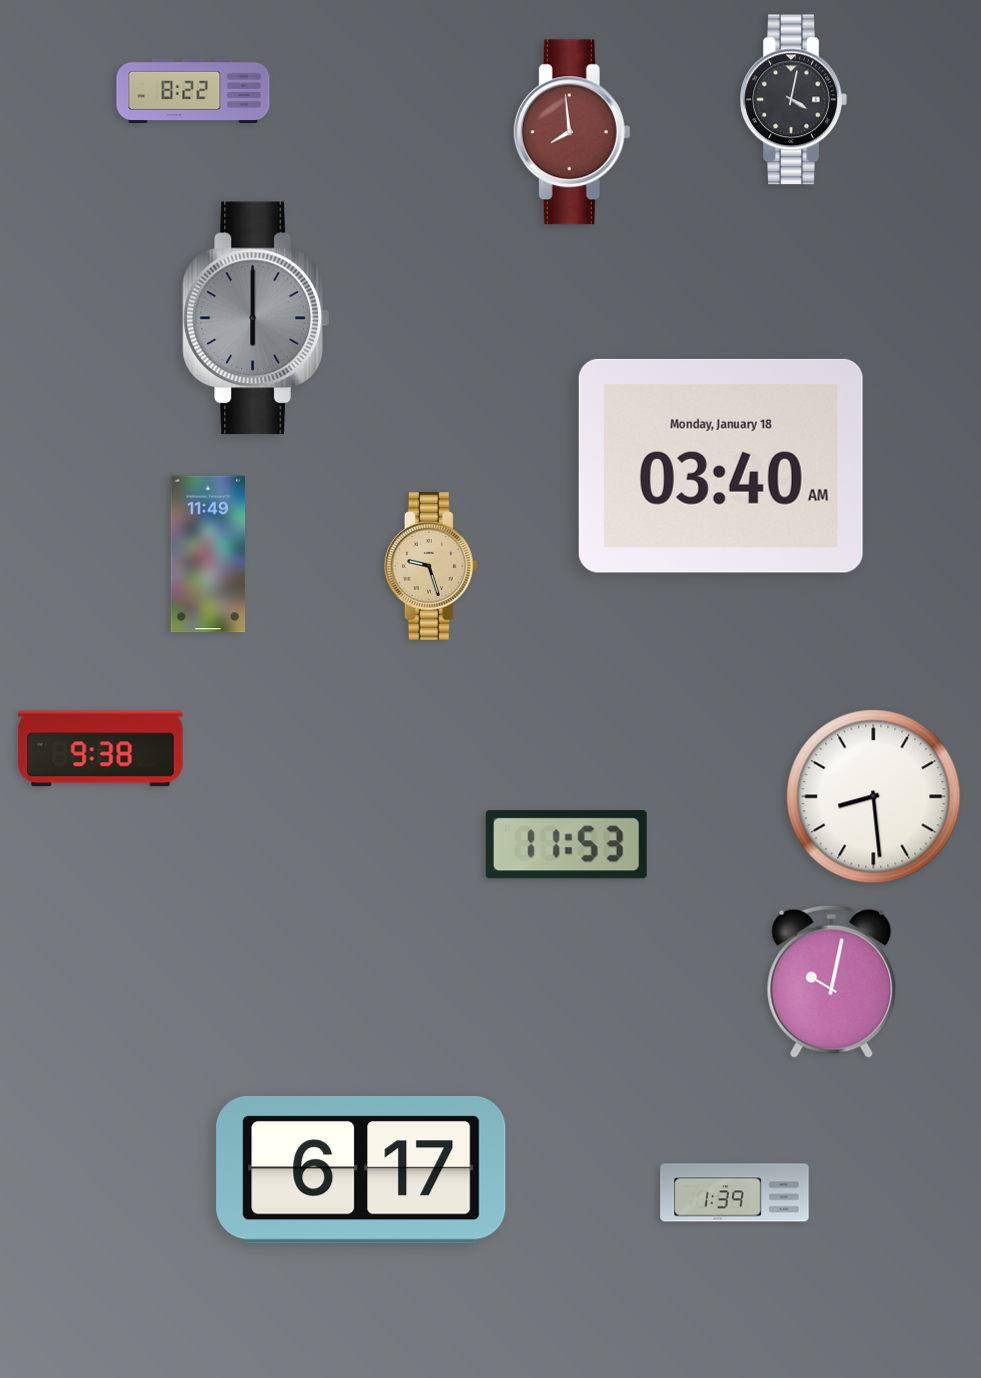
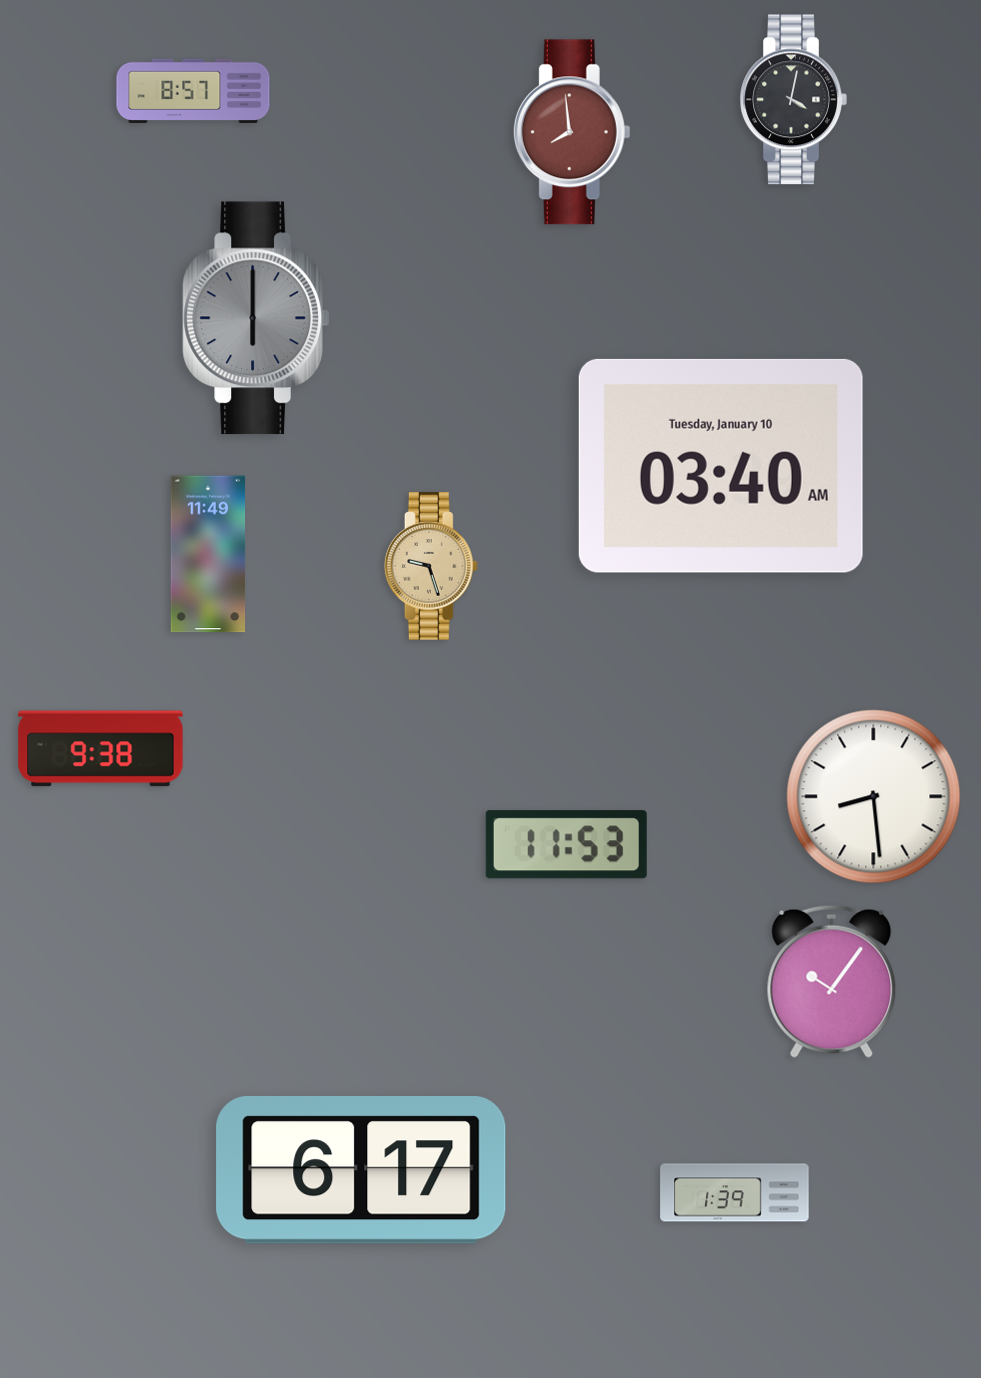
clock at (193, 91): 8:22 -> 8:57
clock at (721, 466) date: Monday, January 18 -> Tuesday, January 10
clock at (832, 981): 10:02 -> 10:06
